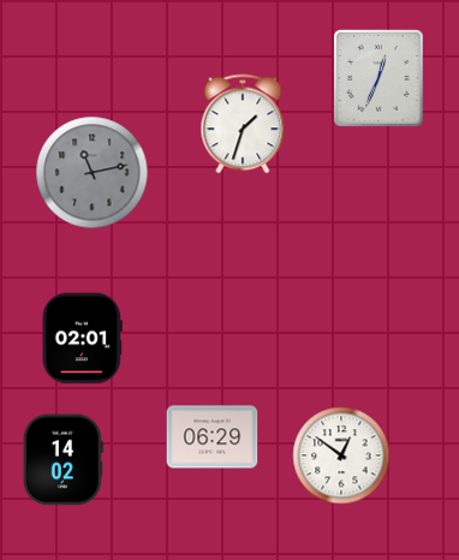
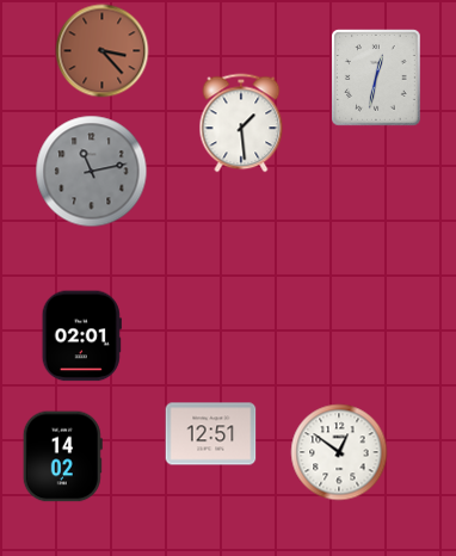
clock at (103, 51): none -> 3:23
clock at (378, 78): 12:34 -> 12:32
clock at (243, 124): 1:33 -> 1:29
clock at (213, 437): 06:29 -> 12:51
